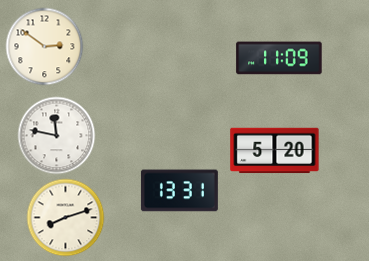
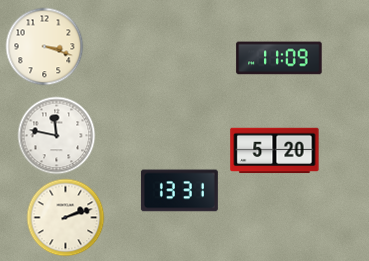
clock at (44, 46): 2:51 -> 3:18
clock at (65, 217): 8:12 -> 2:12
